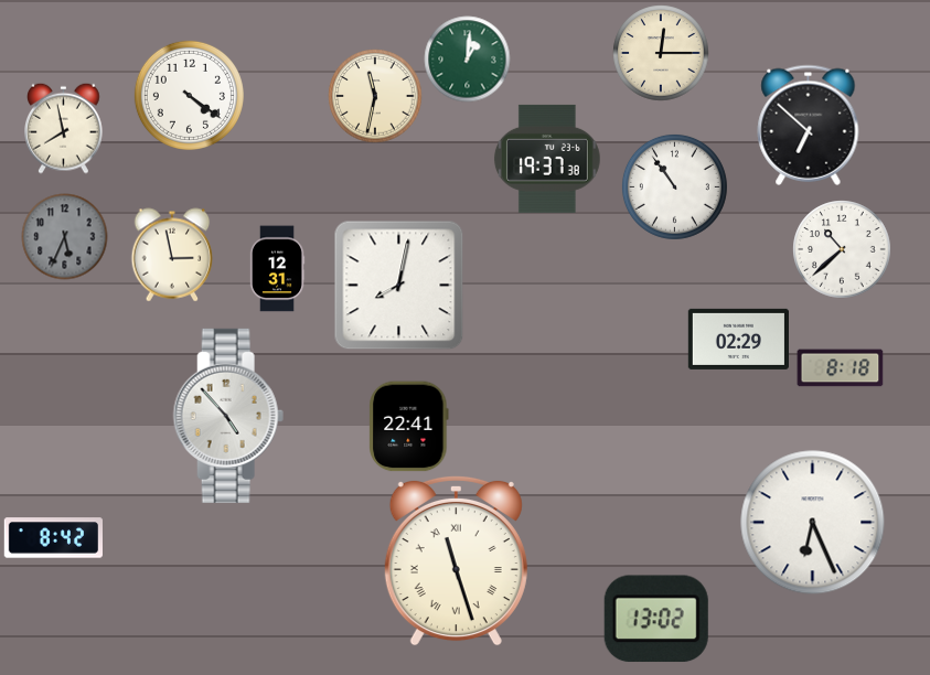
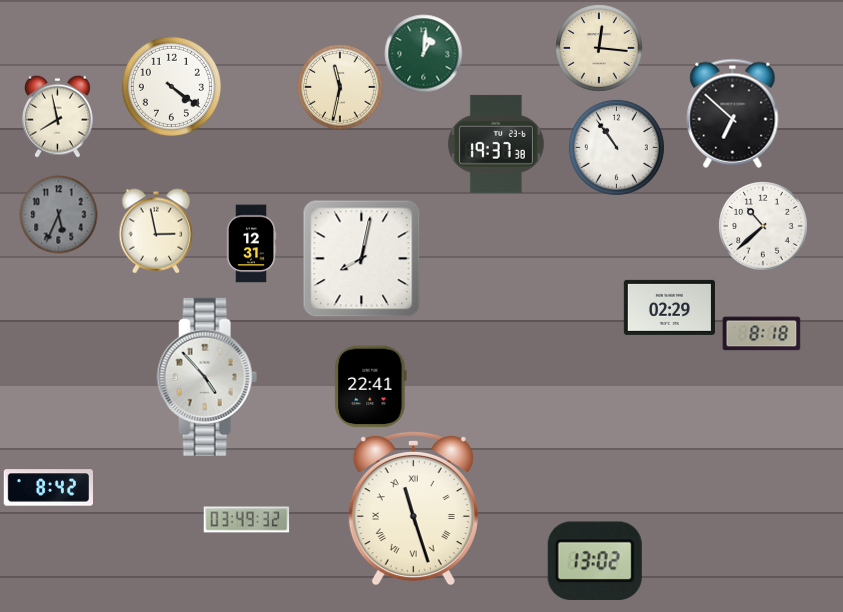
clock at (661, 53): 12:15 -> 12:16
clock at (674, 186) position: (674, 186) -> (616, 147)
clock at (813, 523): 6:26 -> none
clock at (246, 520): none -> 03:49
